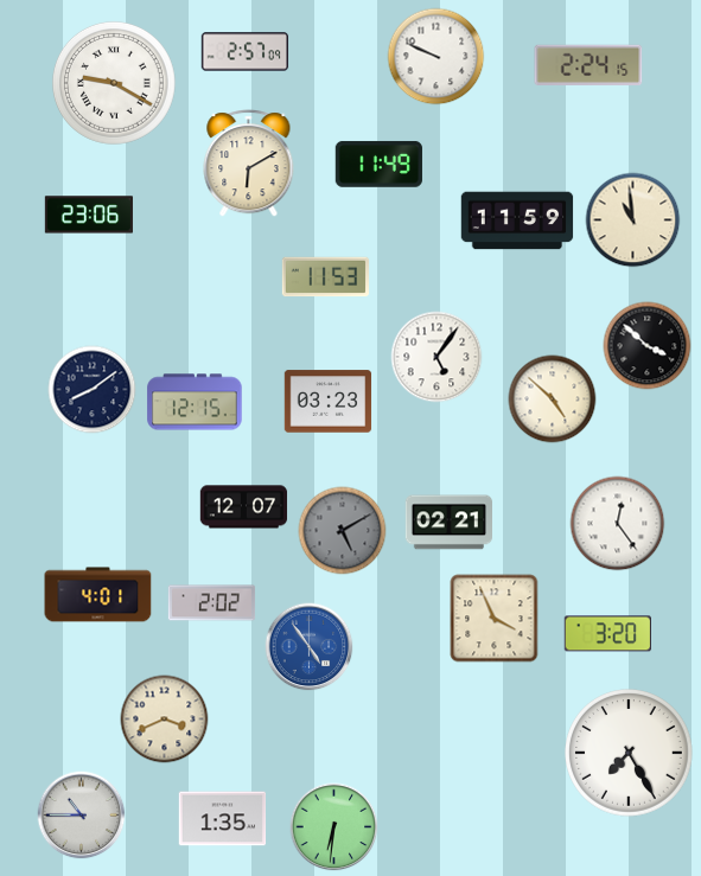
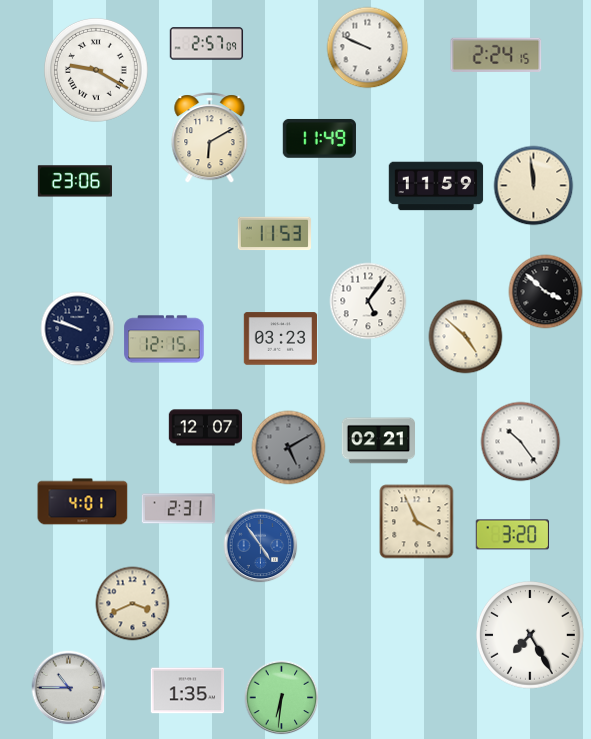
clock at (633, 220): 10:59 -> 11:59
clock at (93, 390): 8:09 -> 9:48
clock at (329, 402) position: (329, 402) -> (281, 339)
clock at (618, 524): 12:24 -> 10:24
clock at (212, 603): 2:02 -> 2:31
clock at (165, 720) position: (165, 720) -> (133, 604)
